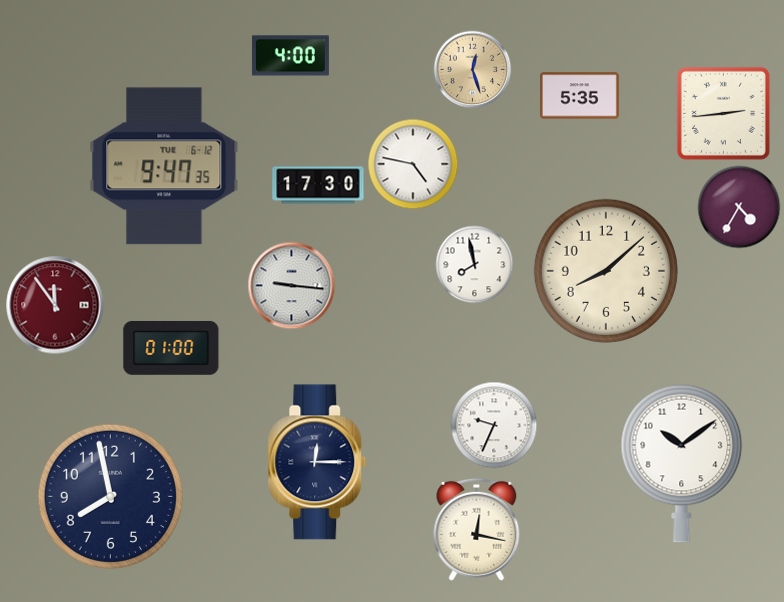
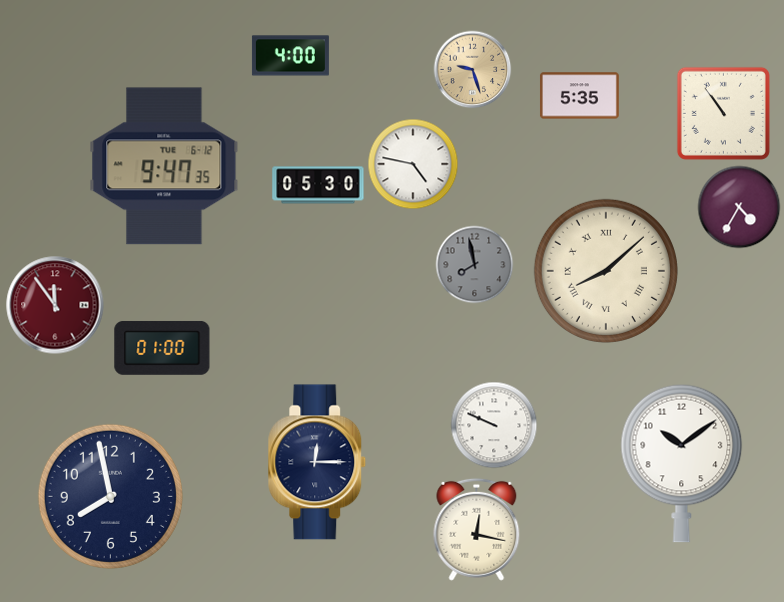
clock at (472, 69): 12:27 -> 9:27
clock at (723, 113): 2:44 -> 10:54
clock at (318, 185): 17:30 -> 05:30
clock at (474, 264) dial: white -> grey
clock at (606, 271) numerals: Arabic -> Roman
clock at (291, 285): 9:16 -> none
clock at (171, 348) position: (171, 348) -> (162, 348)
clock at (494, 425): 9:34 -> 9:49
